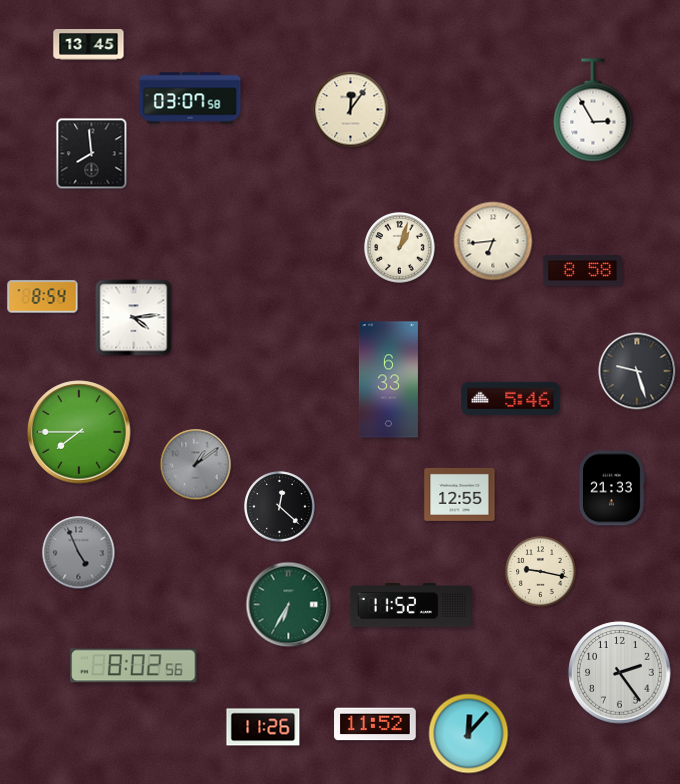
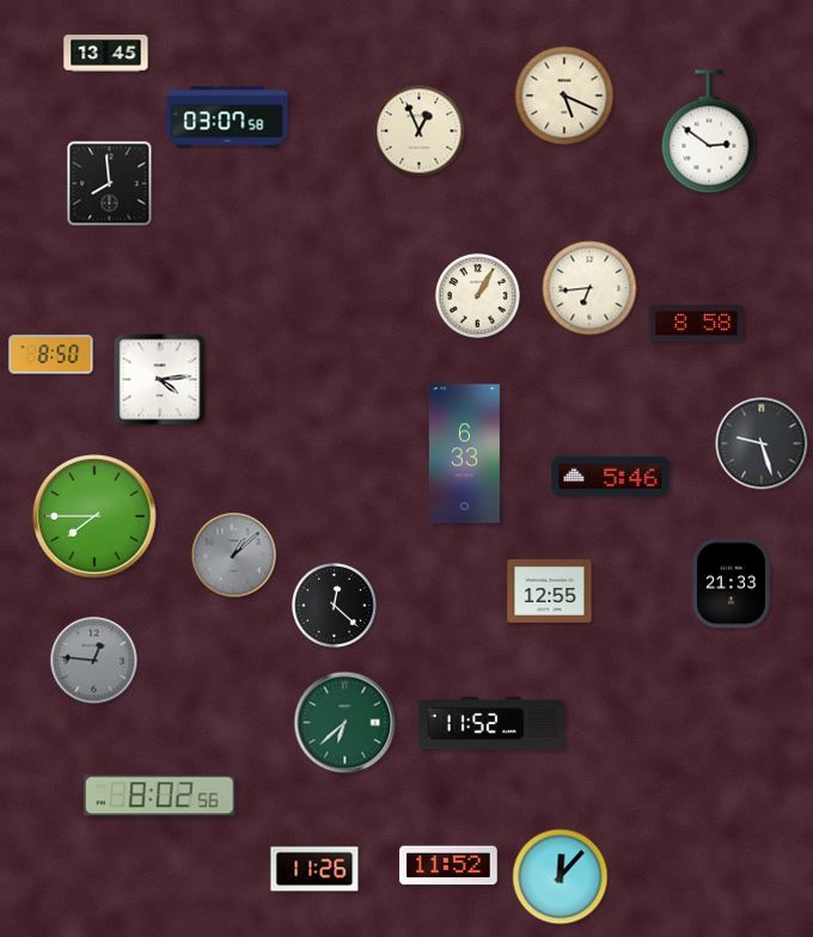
clock at (564, 96): none -> 5:19
clock at (351, 110): 12:06 -> 12:56
clock at (593, 110): 2:55 -> 2:51
clock at (400, 248): 1:03 -> 1:05
clock at (43, 297): 8:54 -> 8:50
clock at (196, 465): 1:09 -> 1:08
clock at (79, 553): 4:56 -> 12:46
clock at (541, 572): 9:17 -> none
clock at (289, 605): 6:35 -> 6:38
clock at (620, 673): 2:24 -> none
